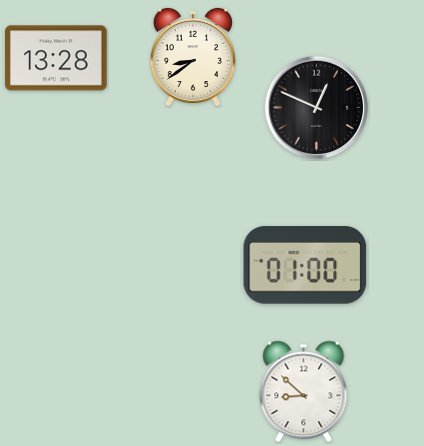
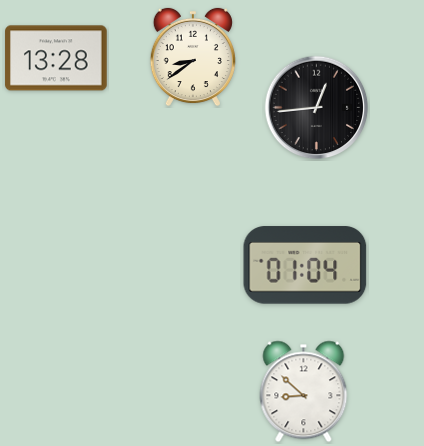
clock at (317, 108): 12:49 -> 12:44
clock at (305, 265): 01:00 -> 01:04
